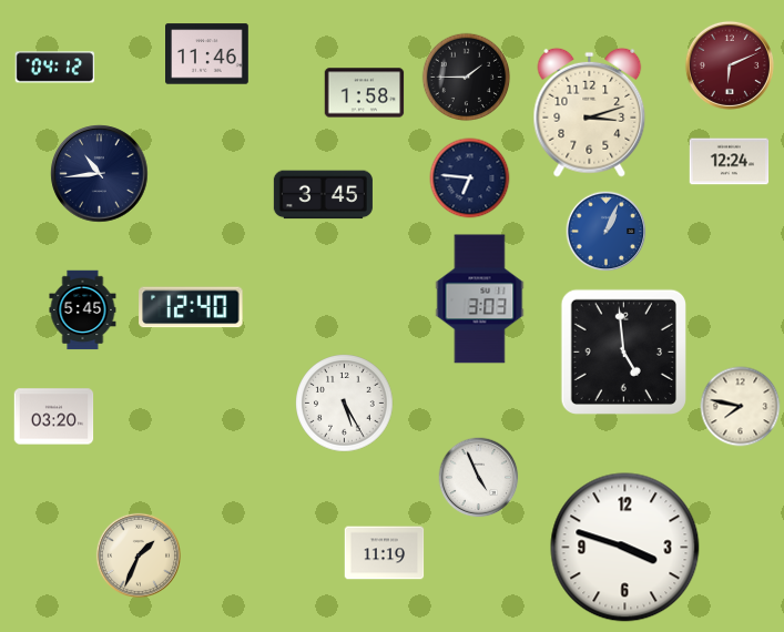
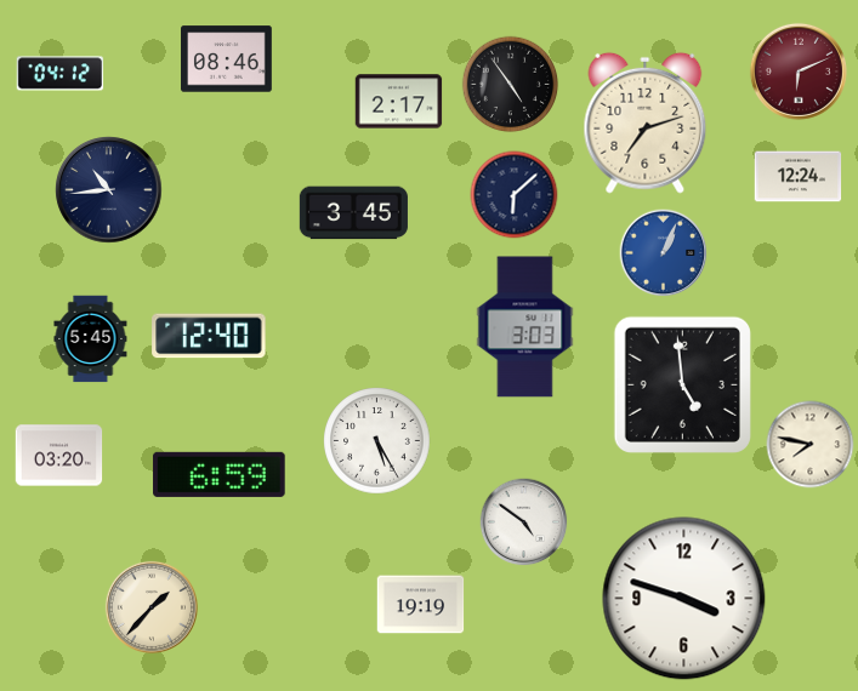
clock at (207, 54): 11:46 -> 08:46
clock at (467, 78): 1:45 -> 4:54
clock at (365, 93): 1:58 -> 2:17
clock at (590, 112): 3:12 -> 7:12
clock at (470, 179): 6:46 -> 6:08
clock at (220, 474): none -> 6:59
clock at (479, 478): 4:56 -> 4:51
clock at (385, 553): 11:19 -> 19:19
clock at (139, 555): 1:34 -> 1:37
